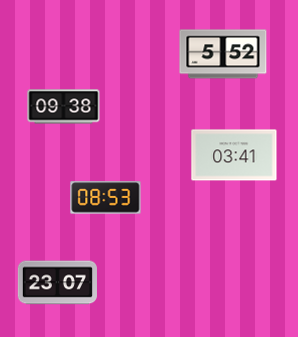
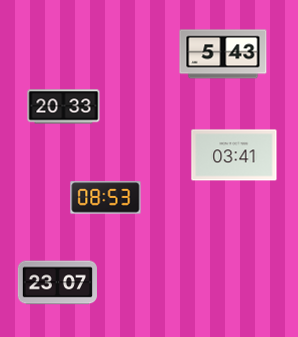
clock at (223, 54): 5:52 -> 5:43
clock at (64, 107): 09:38 -> 20:33
